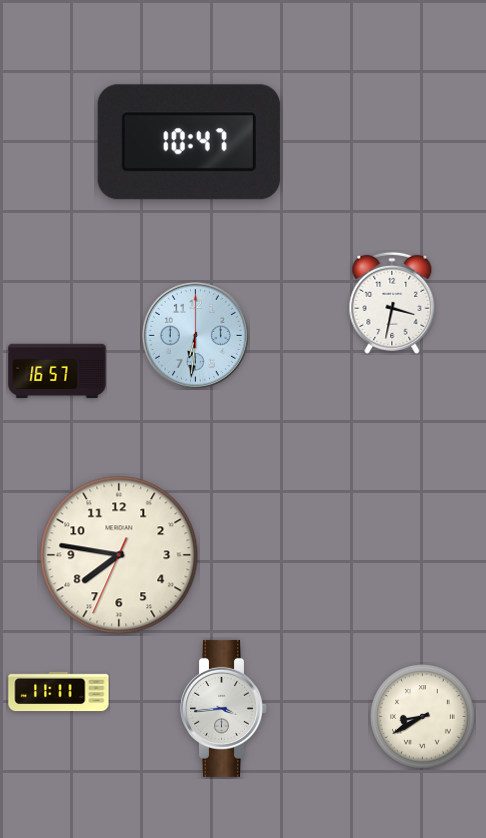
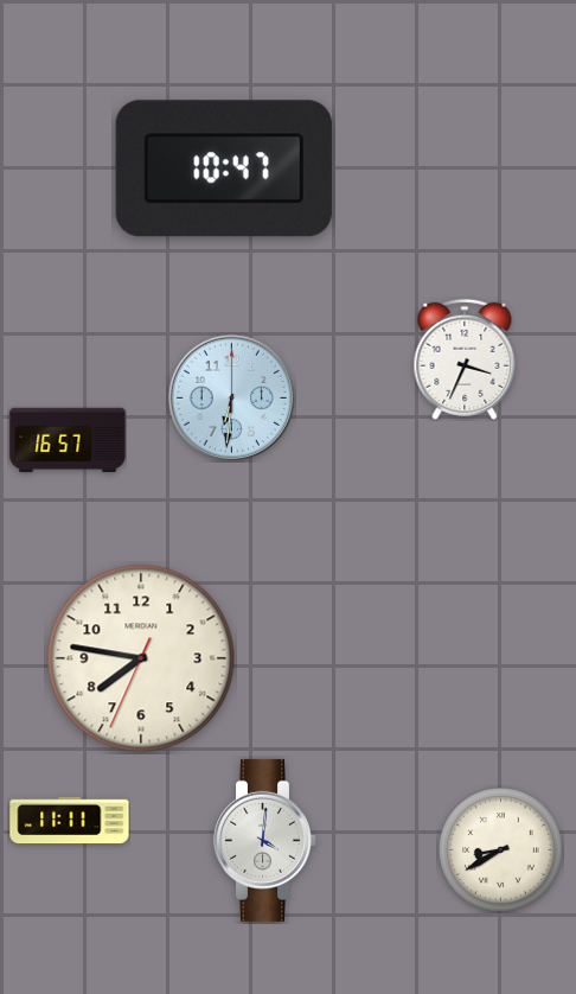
clock at (392, 303): 3:32 -> 3:34
clock at (224, 708): 3:44 -> 4:01
